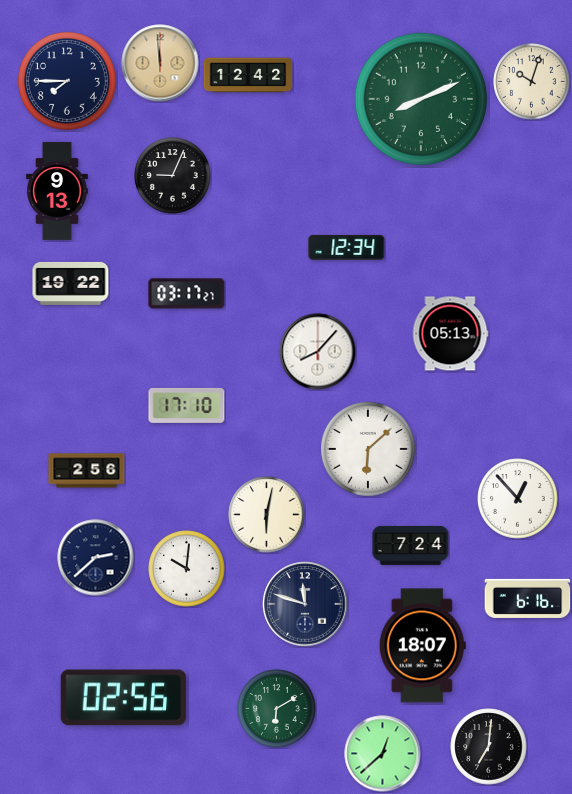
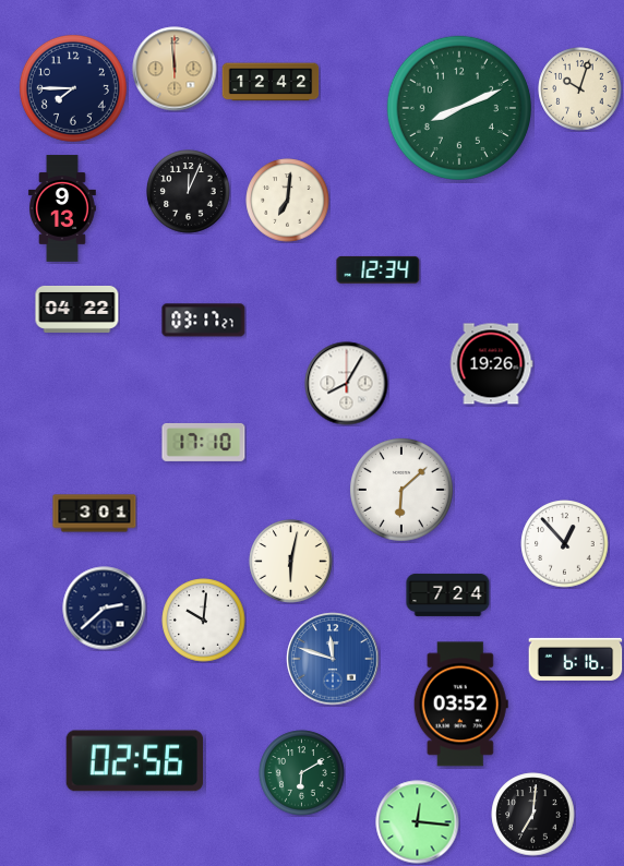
clock at (173, 176): 9:04 -> 12:04
clock at (288, 201): none -> 7:01
clock at (71, 283): 19:22 -> 04:22
clock at (450, 334): 05:13 -> 19:26
clock at (318, 352): 8:07 -> 8:05
clock at (87, 471): 2:56 -> 3:01
clock at (528, 598) position: (528, 598) -> (576, 659)
clock at (305, 604) dial: navy -> blue
clock at (422, 646): 18:07 -> 03:52
clock at (383, 754): 12:38 -> 12:16
